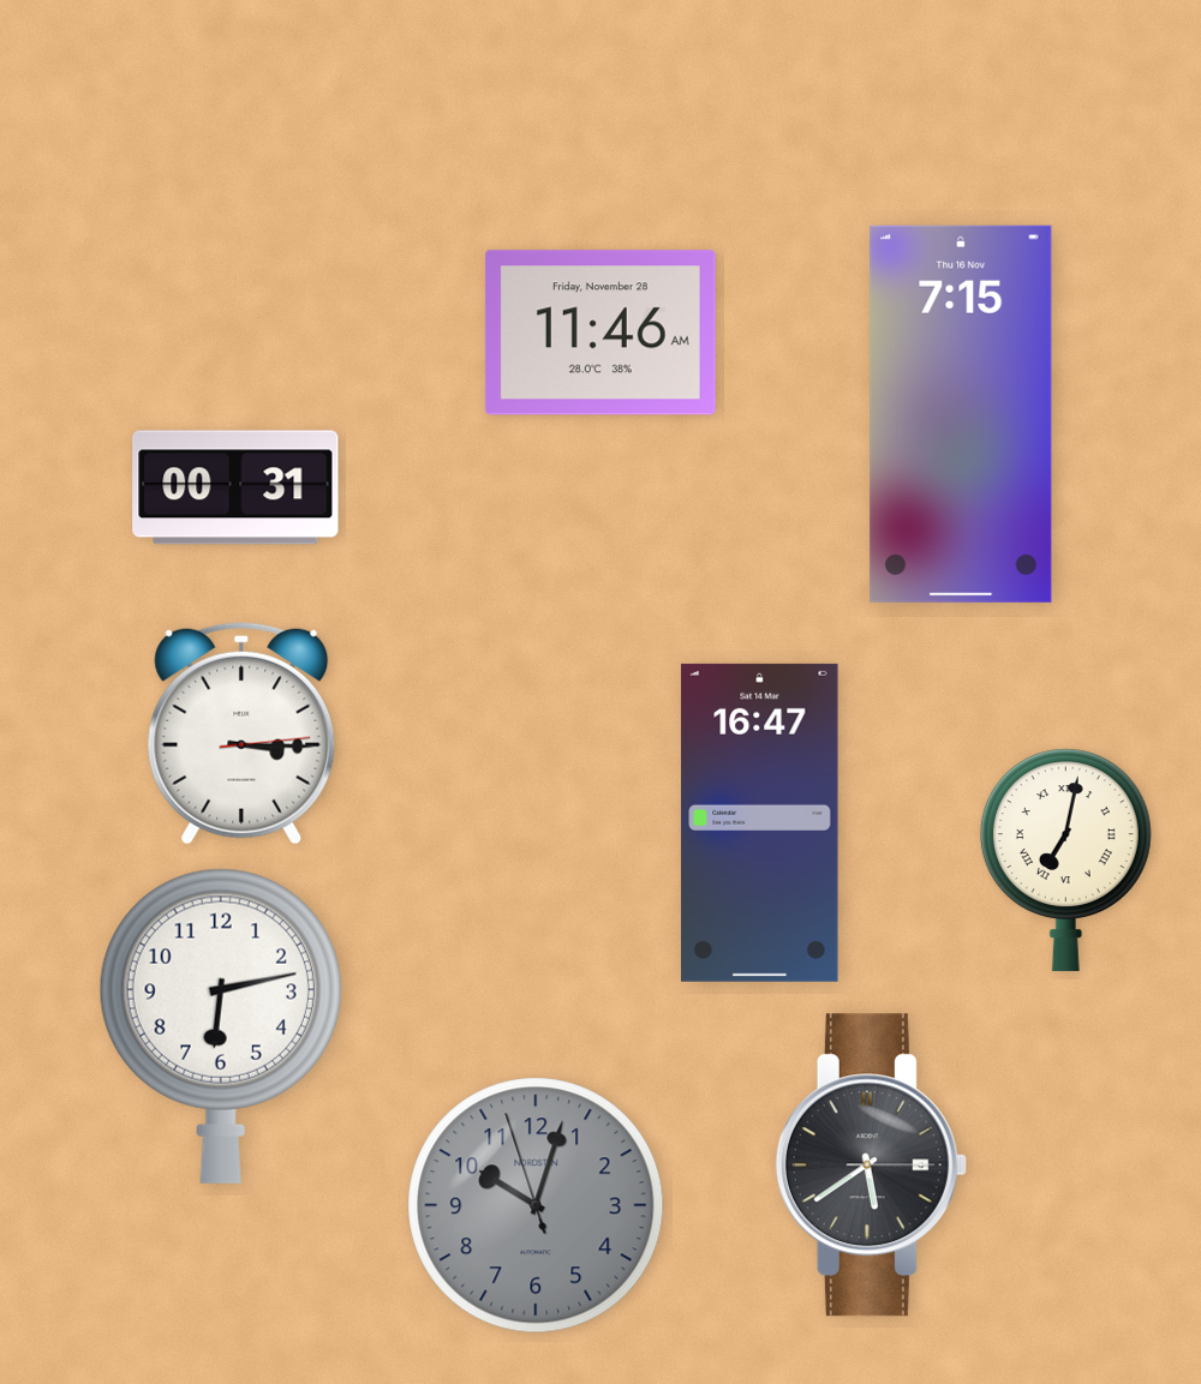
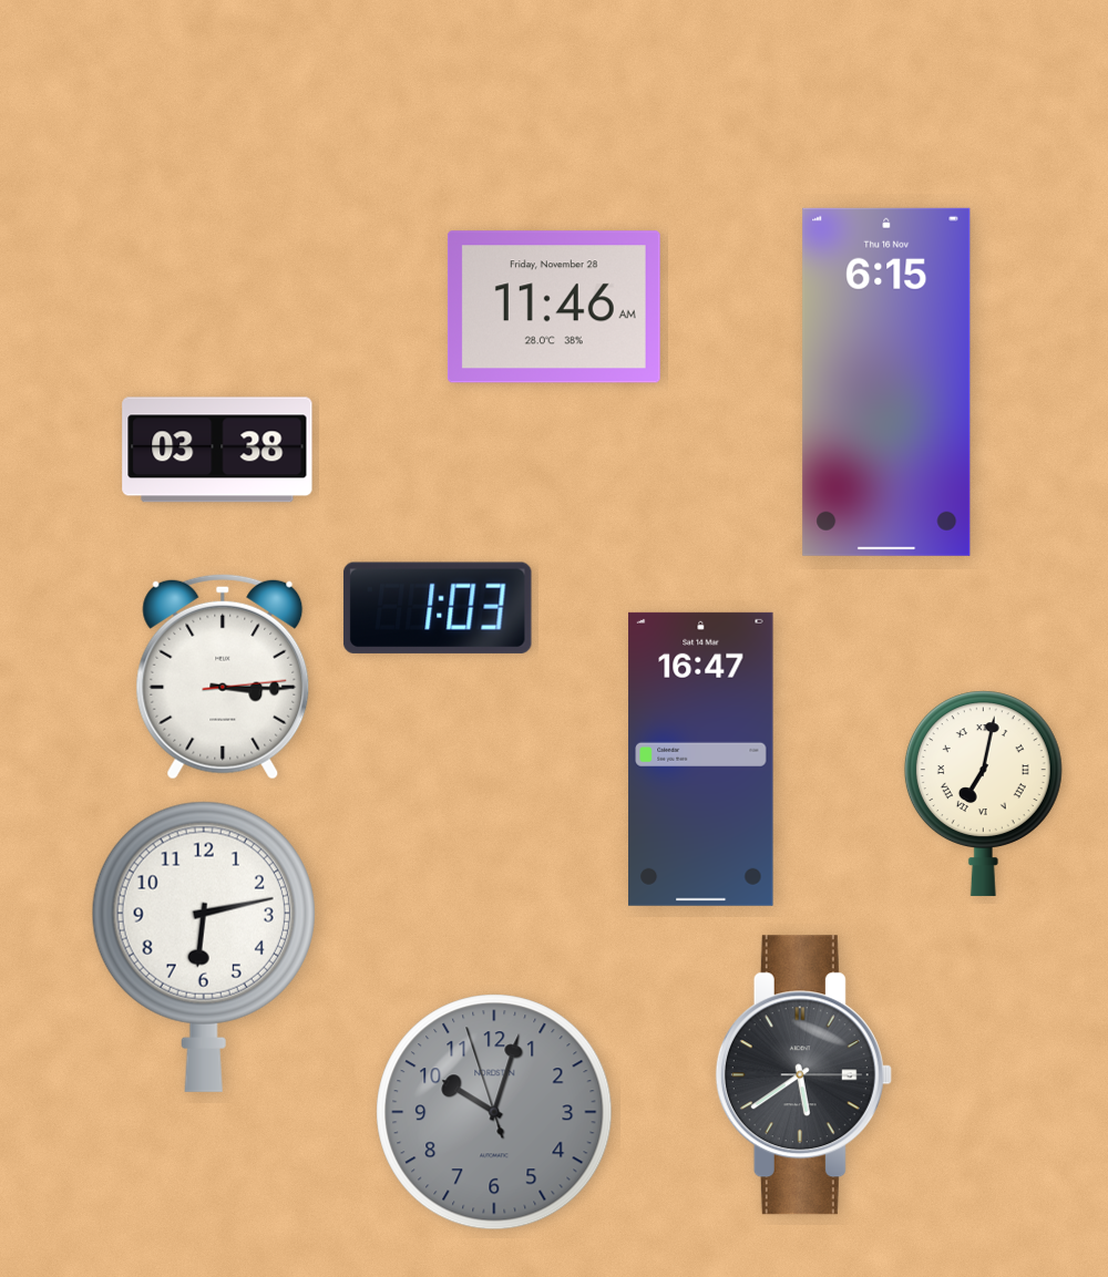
clock at (961, 414): 7:15 -> 6:15
clock at (235, 487): 00:31 -> 03:38
clock at (438, 608): none -> 1:03
